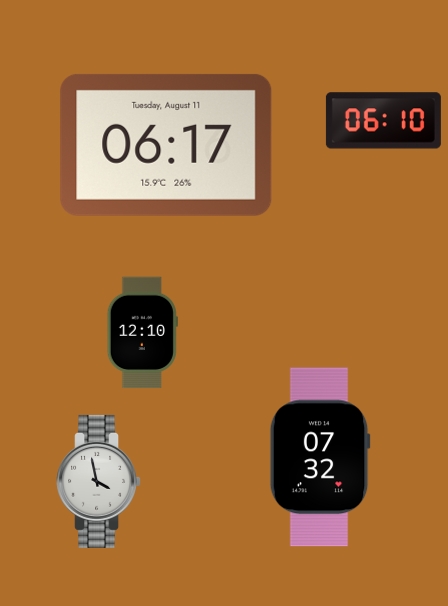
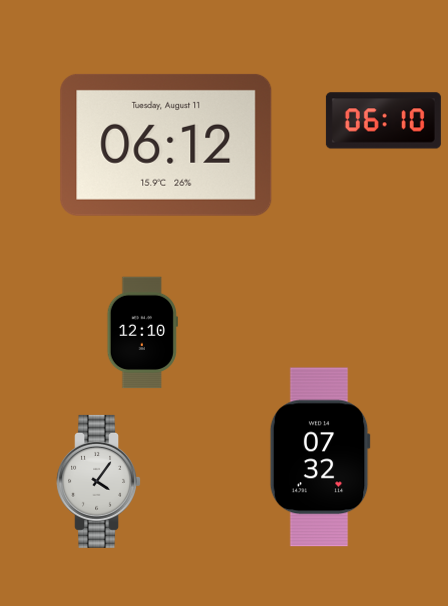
clock at (166, 145): 06:17 -> 06:12
clock at (99, 481): 3:58 -> 4:06
